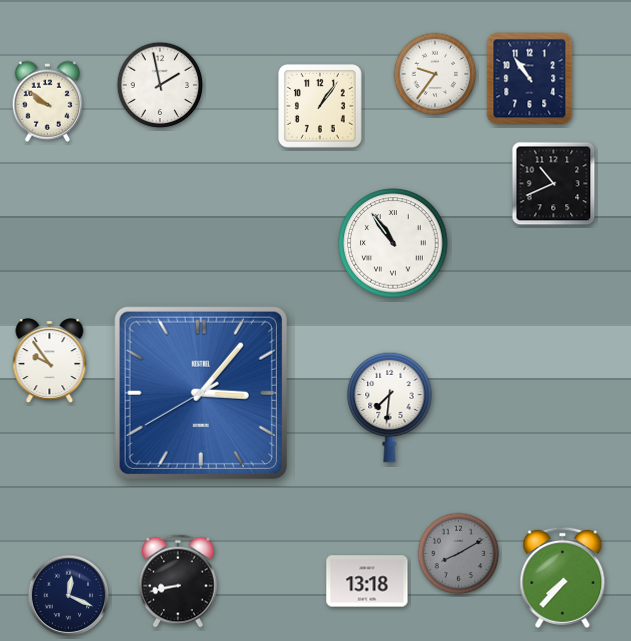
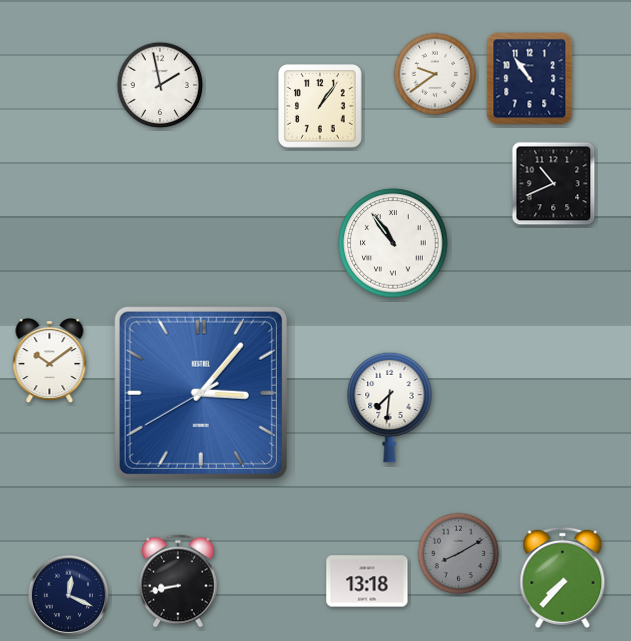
clock at (435, 74): 9:36 -> 9:39
clock at (47, 101): 9:51 -> none
clock at (50, 361): 9:54 -> 10:09
